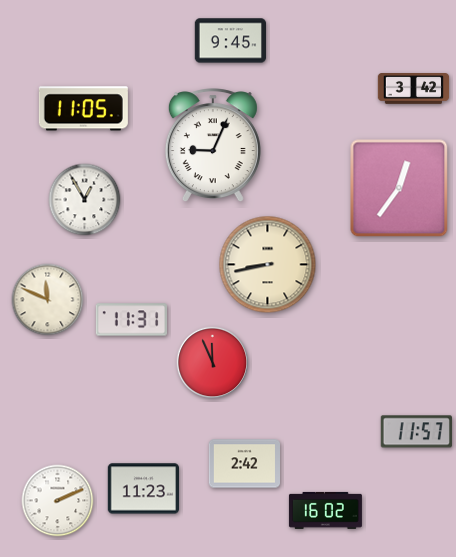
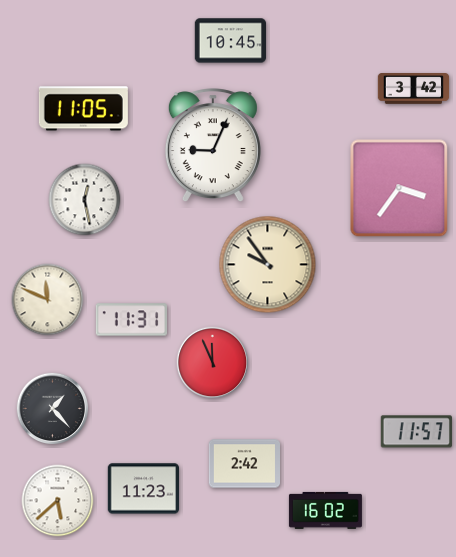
clock at (231, 41): 9:45 -> 10:45
clock at (399, 188): 12:36 -> 3:36
clock at (85, 200): 12:55 -> 12:28
clock at (268, 265): 8:43 -> 9:54
clock at (53, 409): none -> 1:23
clock at (58, 501): 2:11 -> 5:38
